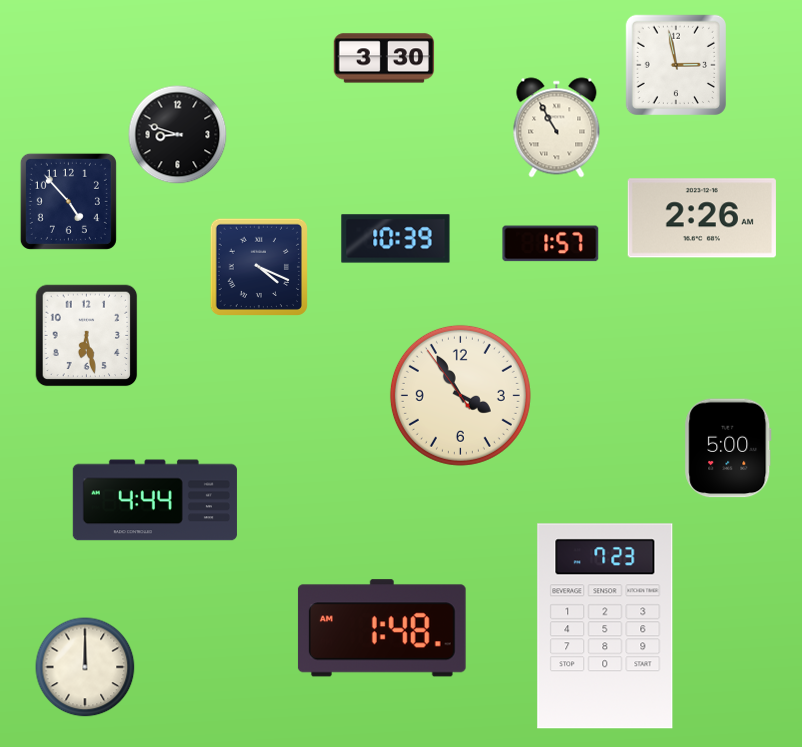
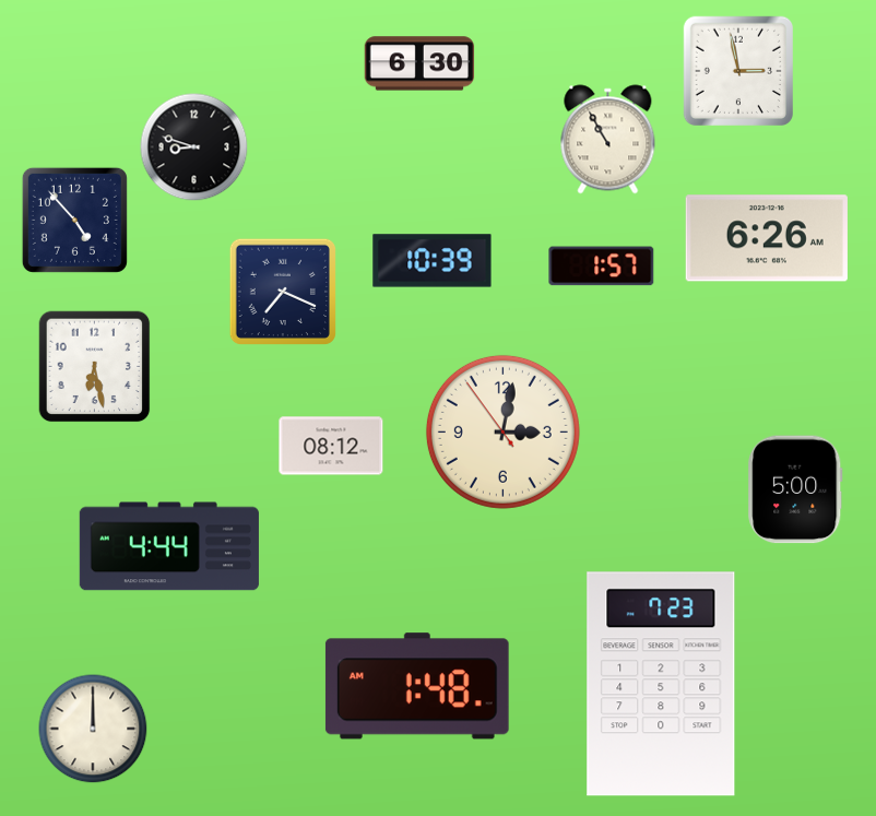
clock at (384, 58): 3:30 -> 6:30
clock at (702, 218): 2:26 -> 6:26
clock at (258, 266): 4:19 -> 7:19
clock at (460, 395): 3:54 -> 3:01
clock at (331, 446): none -> 08:12
